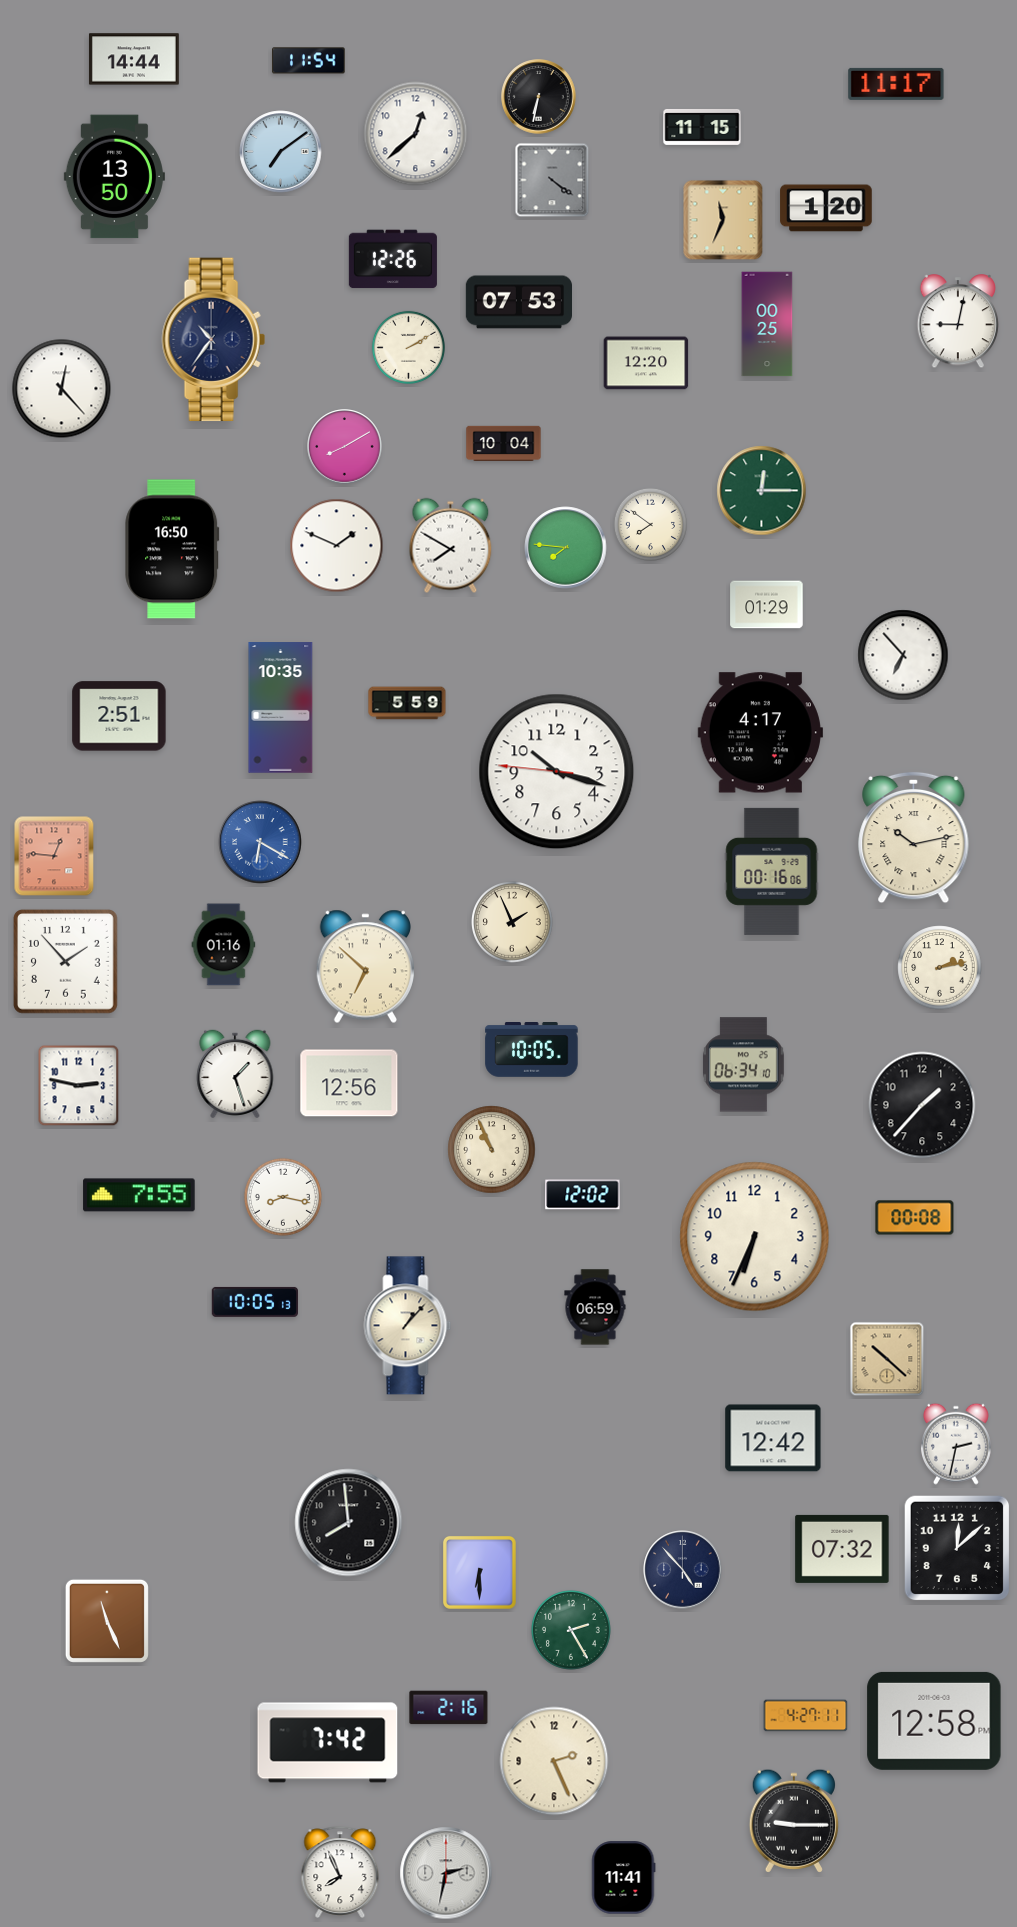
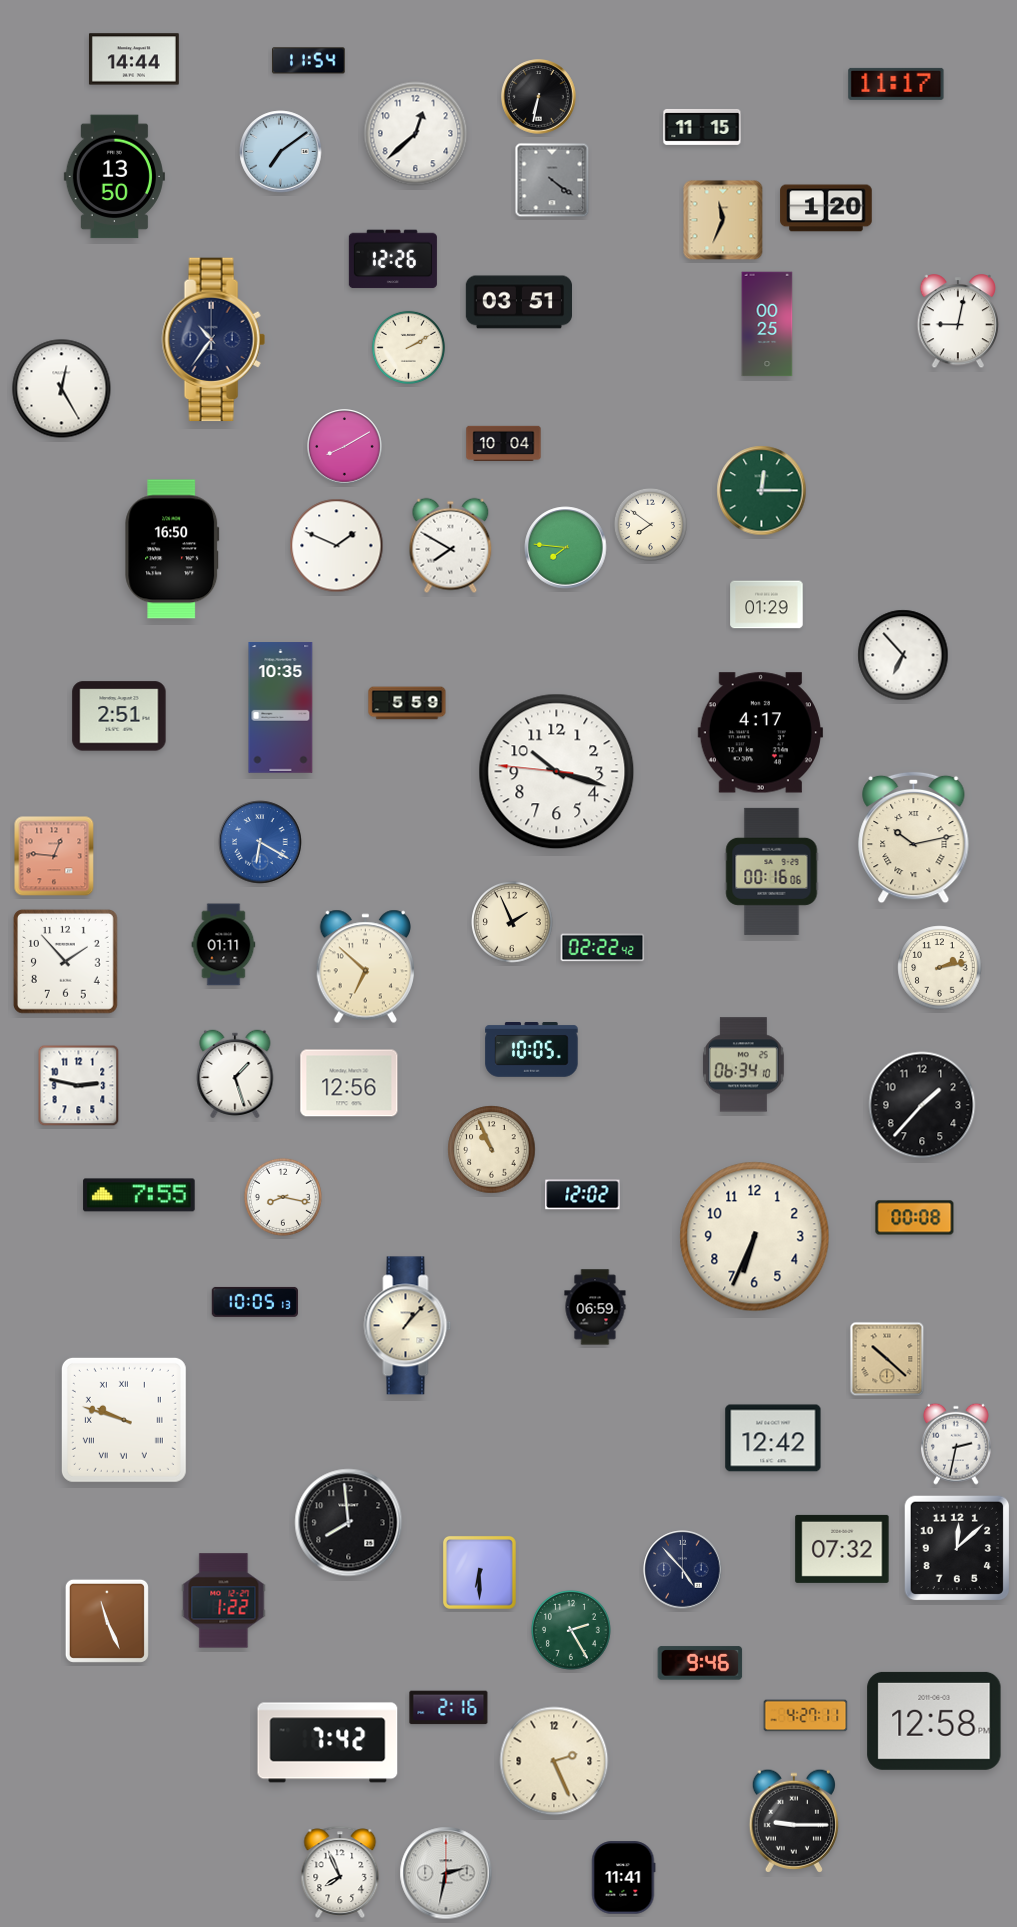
clock at (518, 302): 07:53 -> 03:51
clock at (646, 363): 12:20 -> none
clock at (62, 389): 12:23 -> 12:25
clock at (224, 945): 01:16 -> 01:11
clock at (603, 948): none -> 02:22
clock at (124, 1420): none -> 9:48
clock at (224, 1601): none -> 1:22
clock at (700, 1663): none -> 9:46
